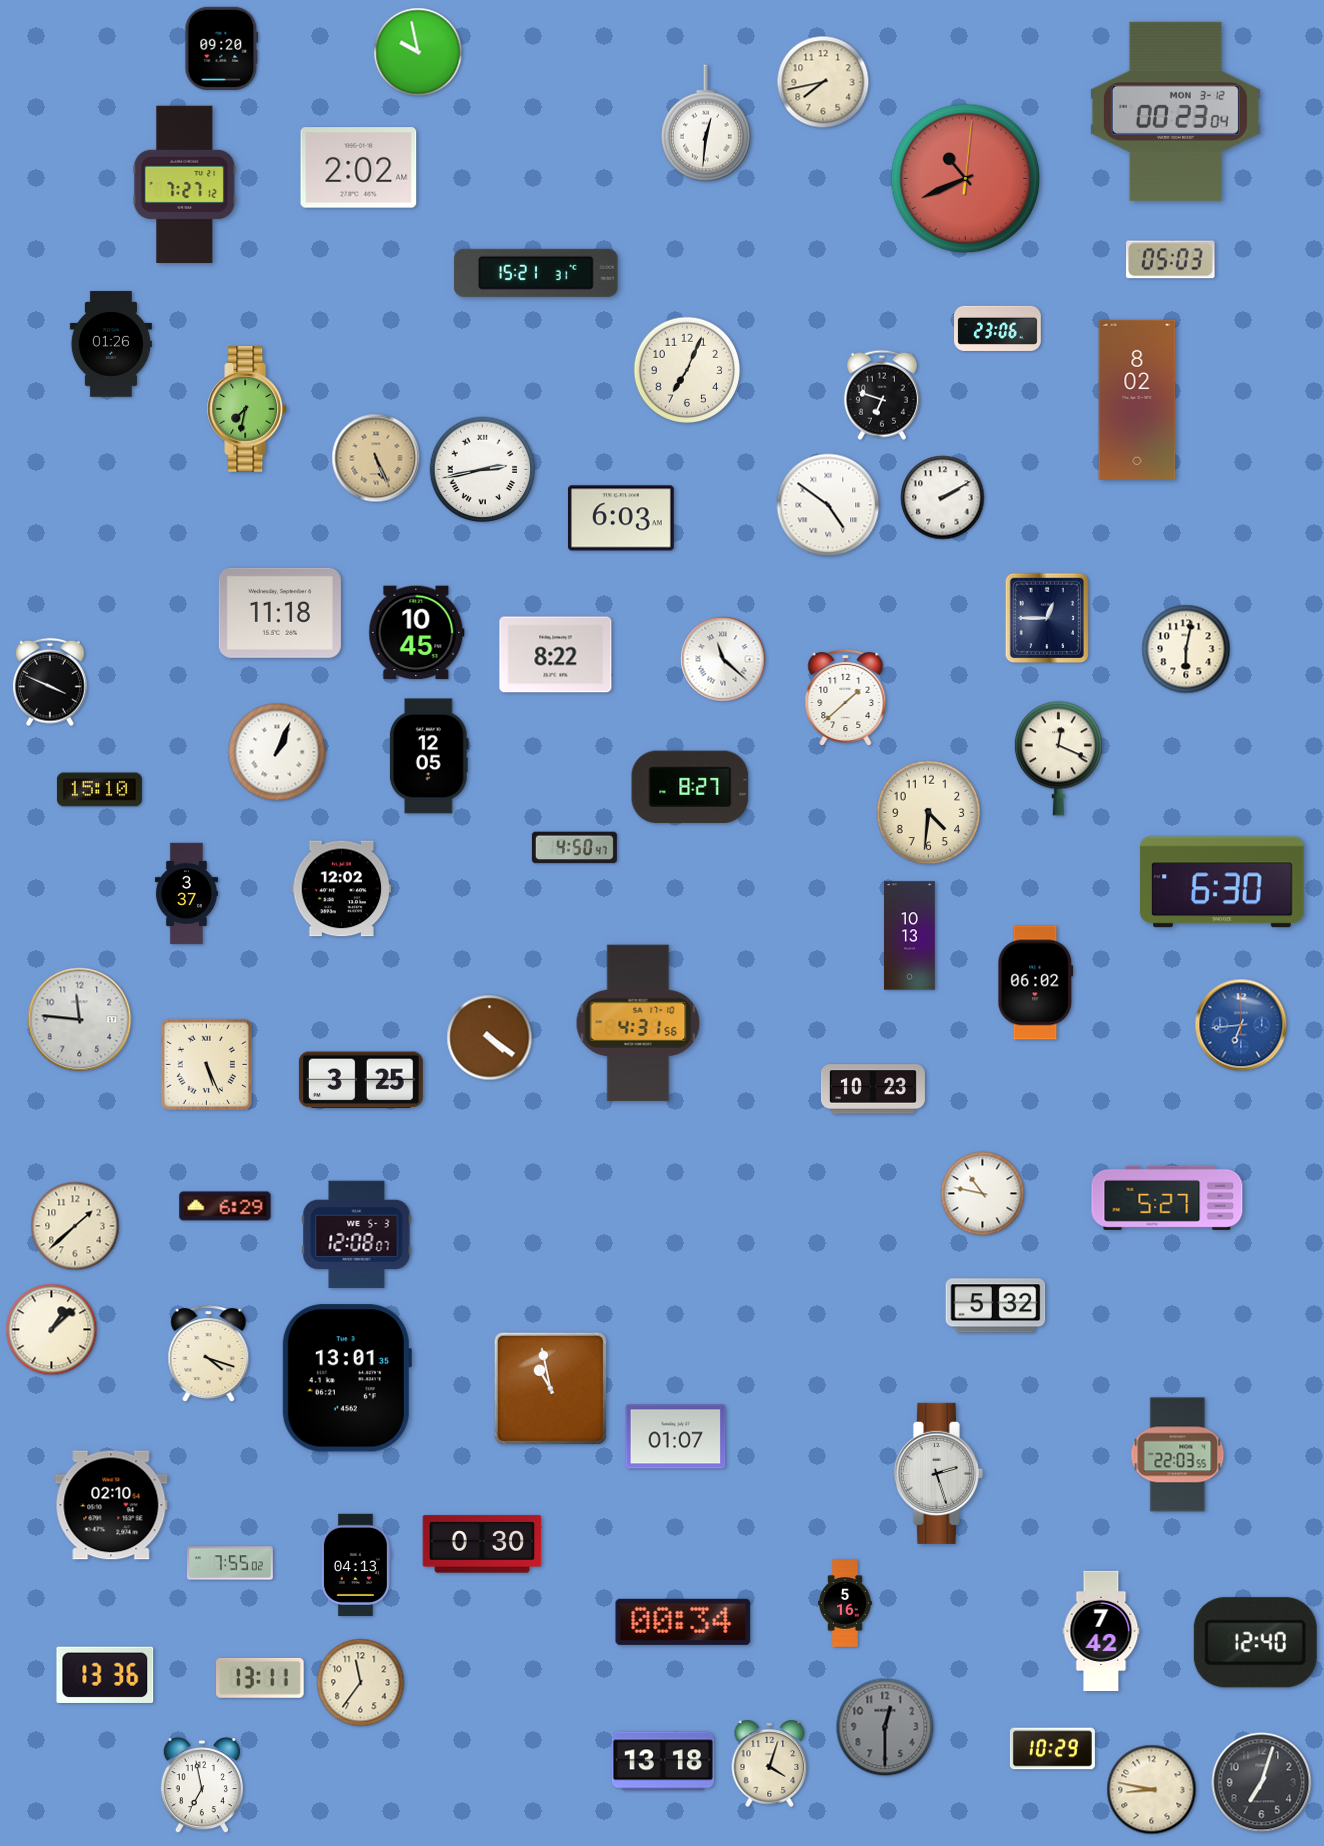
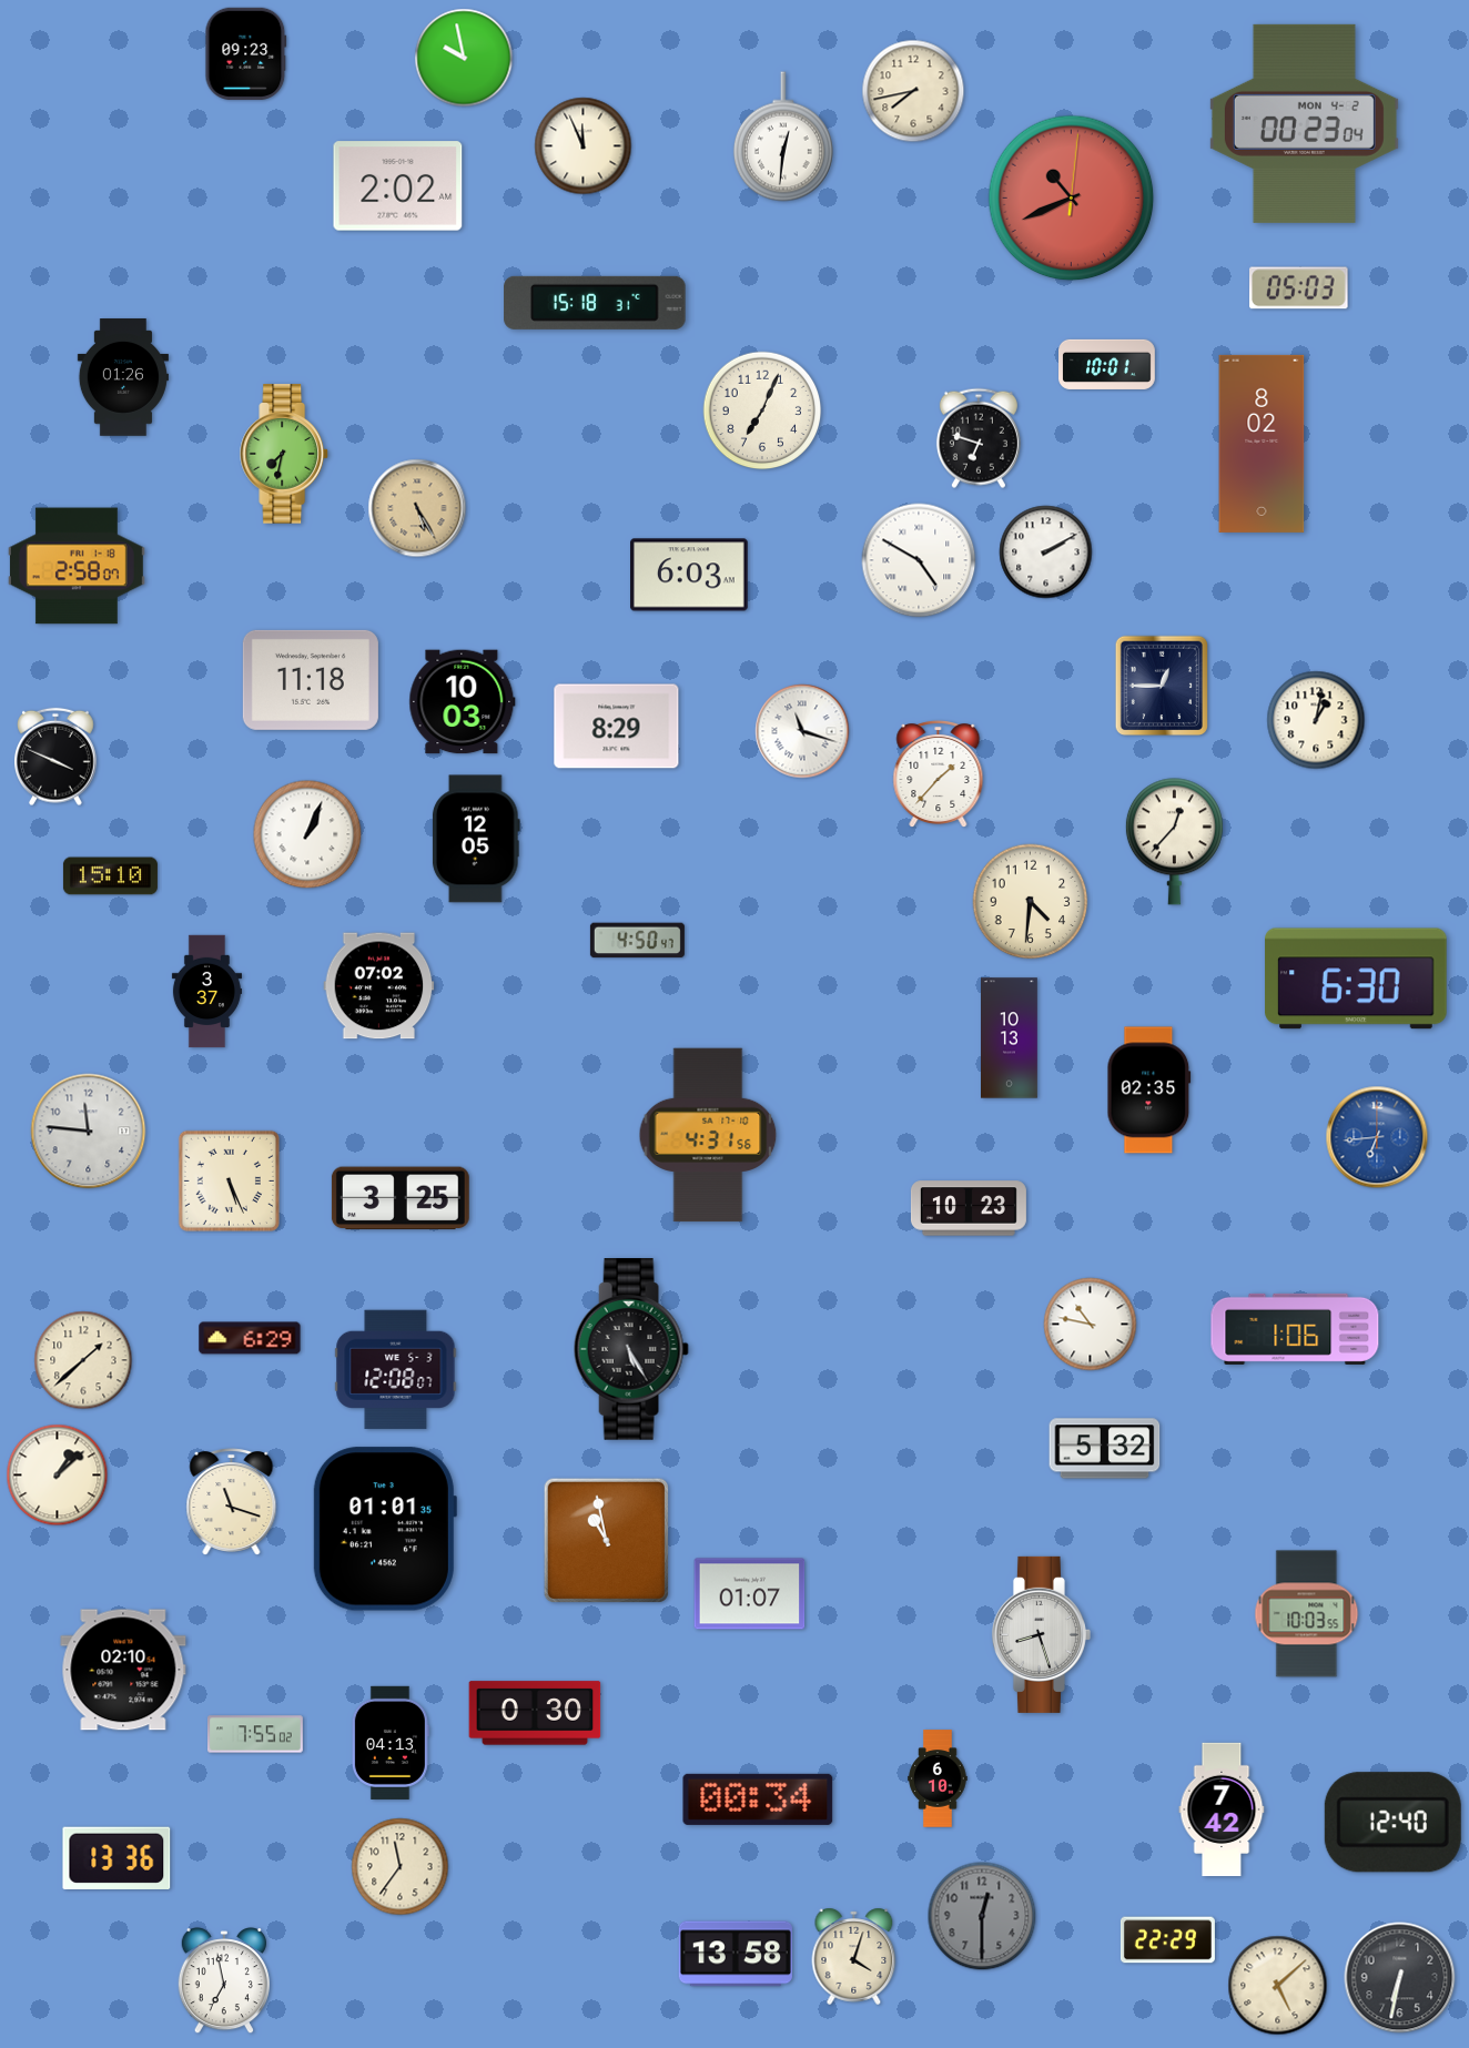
clock at (222, 48): 09:20 -> 09:23
clock at (1175, 111) date: MON 3-12 -> MON 4-2
clock at (584, 146): none -> 11:56
clock at (185, 185): 7:27 -> none
clock at (536, 273): 15:21 -> 15:18
clock at (998, 328): 23:06 -> 10:01
clock at (111, 344) position: (111, 344) -> (123, 377)
clock at (248, 409) position: (248, 409) -> (285, 454)
clock at (376, 458): 5:26 -> 5:25
clock at (483, 470): 2:43 -> none
clock at (828, 505): 4:51 -> 4:50
clock at (77, 566): none -> 2:58
clock at (417, 633): 10:45 -> 10:03
clock at (1186, 649): 6:02 -> 1:02
clock at (556, 655): 8:22 -> 8:29
clock at (723, 659): 11:22 -> 11:18
clock at (846, 697): 1:38 -> 1:37
clock at (1058, 759): 12:19 -> 12:37
clock at (690, 787): 8:27 -> none
clock at (342, 889): 12:02 -> 07:02
clock at (1036, 983): 06:02 -> 02:35
clock at (490, 1038): 4:21 -> none
clock at (1167, 1198): 5:27 -> 1:06
clock at (631, 1349): none -> 5:25
clock at (209, 1353): 4:18 -> 11:18
clock at (347, 1378): 13:01 -> 01:01
clock at (551, 1389) position: (551, 1389) -> (607, 1541)
clock at (1178, 1455): 22:03 -> 10:03
clock at (938, 1473): 2:27 -> 8:27
clock at (356, 1565) position: (356, 1565) -> (391, 1743)
clock at (845, 1603): 5:16 -> 6:10
clock at (261, 1678): 13:11 -> none
clock at (1052, 1749): 10:29 -> 22:29
clock at (663, 1761): 13:18 -> 13:58
clock at (1262, 1783): 7:03 -> 6:32
clock at (1152, 1790): 8:47 -> 5:08
